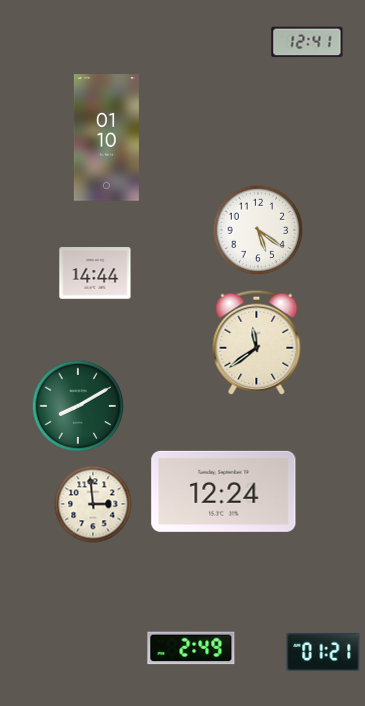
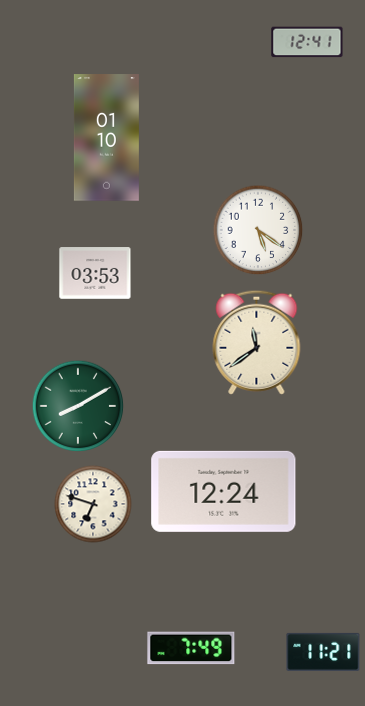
clock at (95, 273): 14:44 -> 03:53
clock at (93, 504): 2:59 -> 6:48
clock at (191, 648): 2:49 -> 7:49
clock at (323, 652): 01:21 -> 11:21
